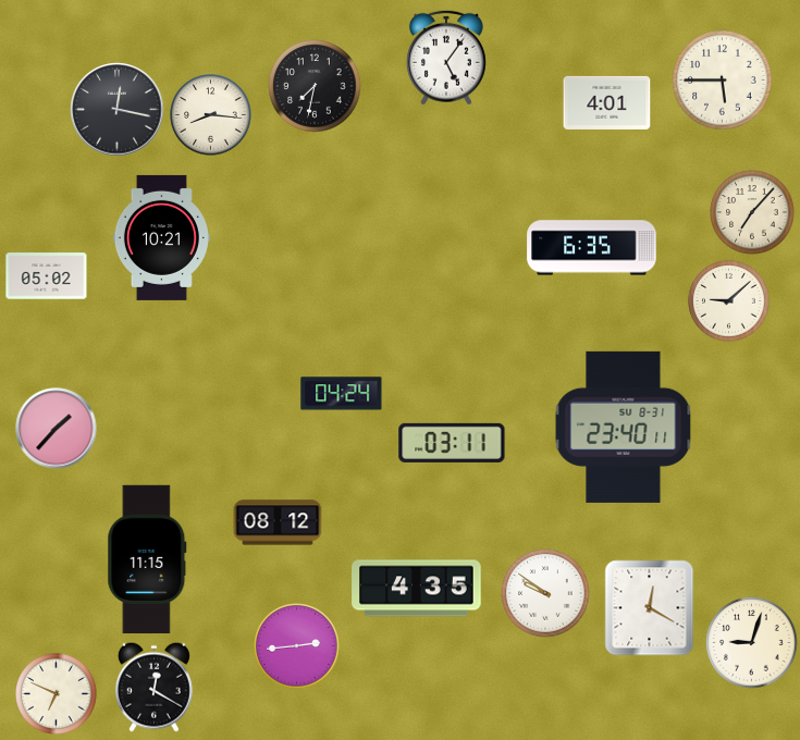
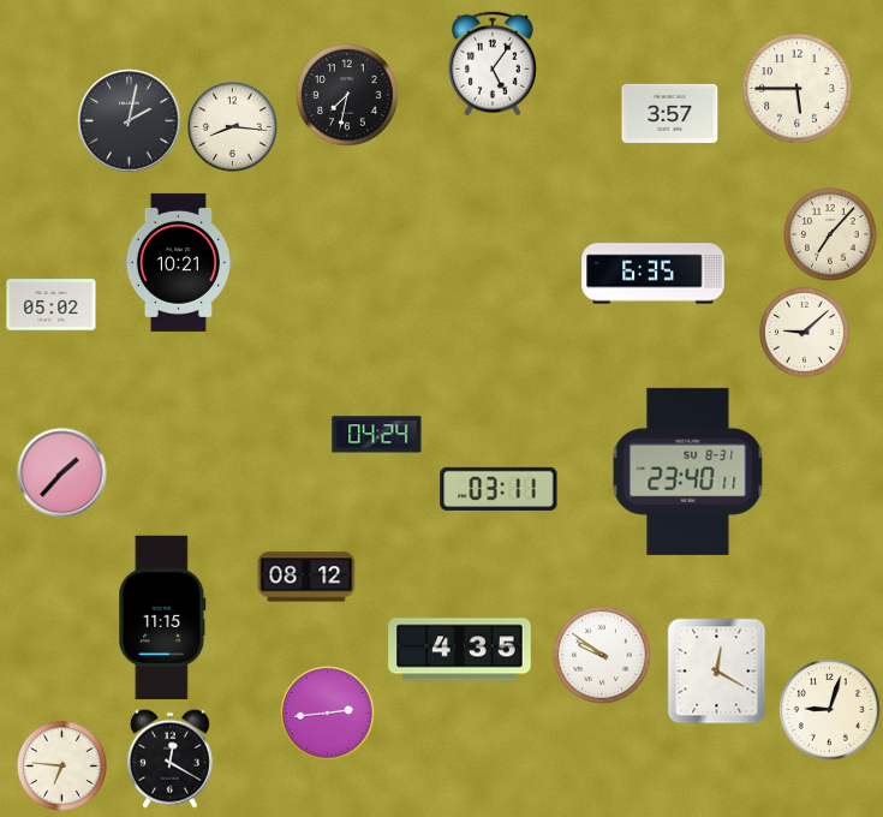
clock at (607, 102): 4:01 -> 3:57
clock at (118, 110): 12:17 -> 2:02
clock at (57, 694): 6:49 -> 6:46
